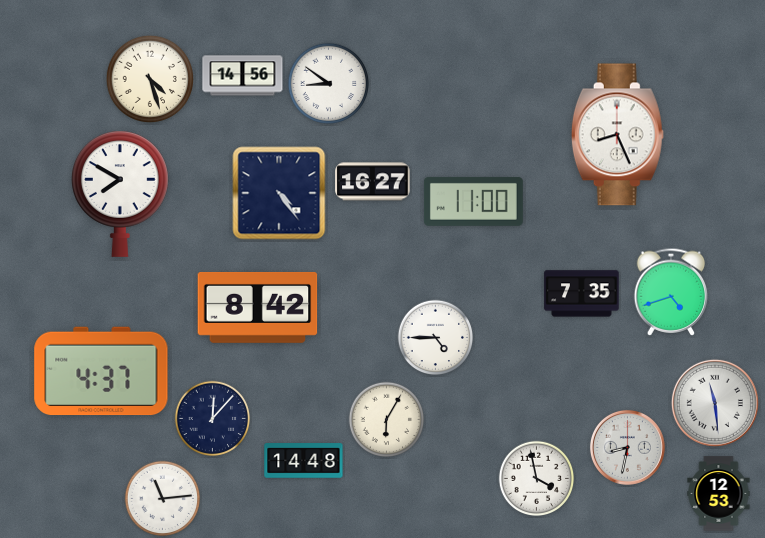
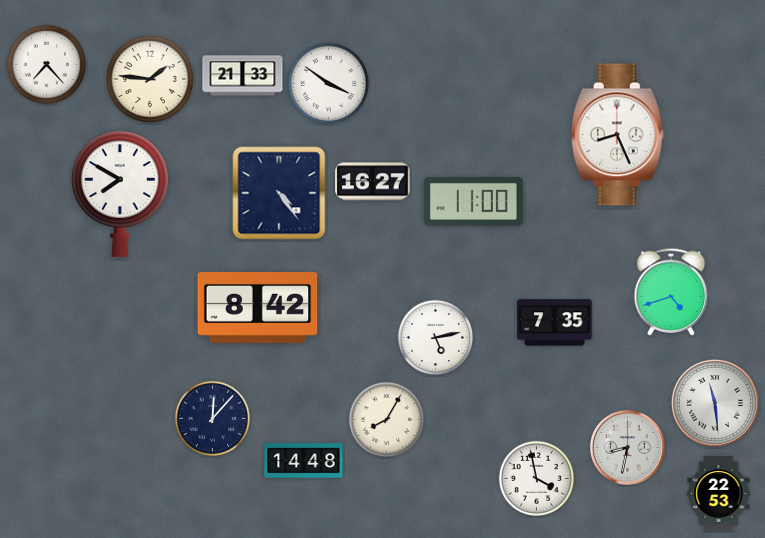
clock at (47, 65): none -> 7:23
clock at (243, 76): 14:56 -> 21:33
clock at (150, 79): 4:27 -> 1:46
clock at (329, 84): 8:51 -> 3:51
clock at (582, 294) position: (582, 294) -> (555, 323)
clock at (436, 338): 4:45 -> 5:13
clock at (101, 371): 4:37 -> none
clock at (387, 420): 6:05 -> 8:05
clock at (719, 494): 12:53 -> 22:53
clock at (163, 499): 11:14 -> none
